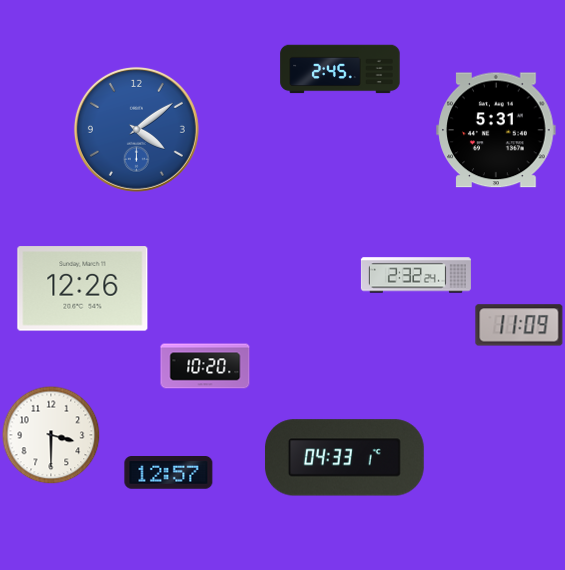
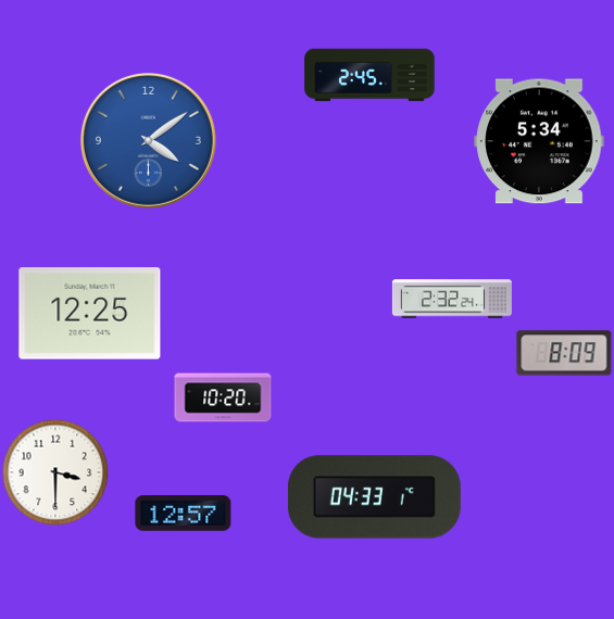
clock at (496, 130): 5:31 -> 5:34
clock at (83, 289): 12:26 -> 12:25
clock at (519, 325): 11:09 -> 8:09
